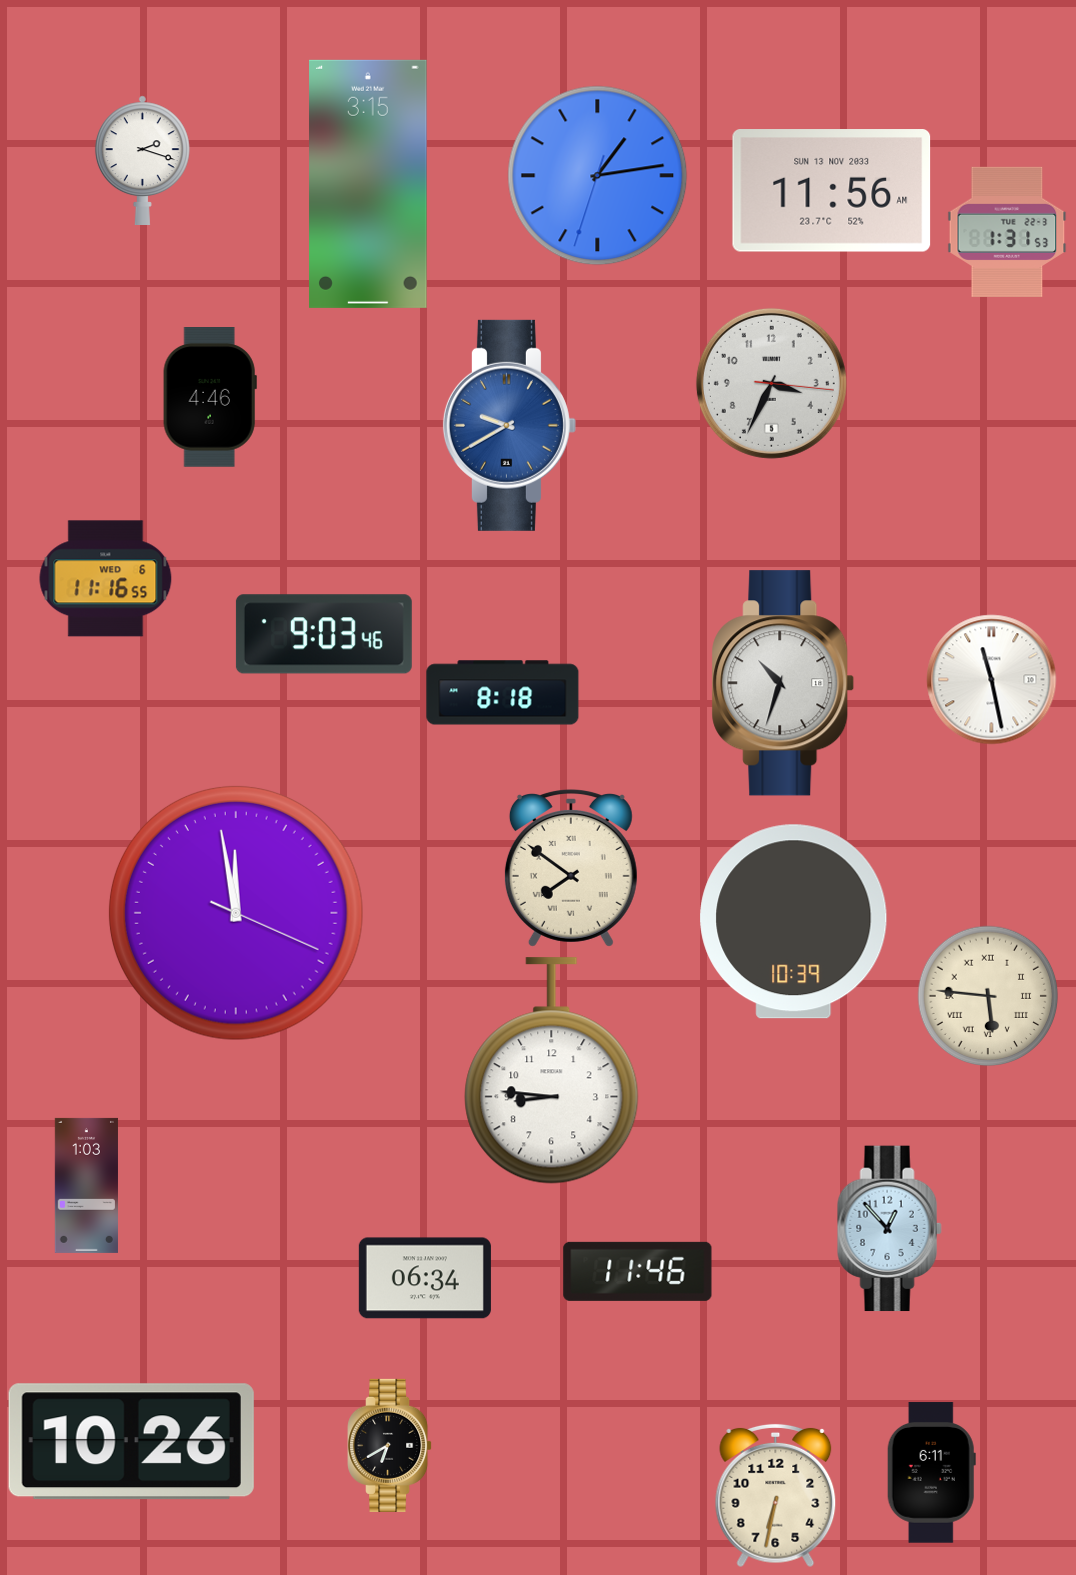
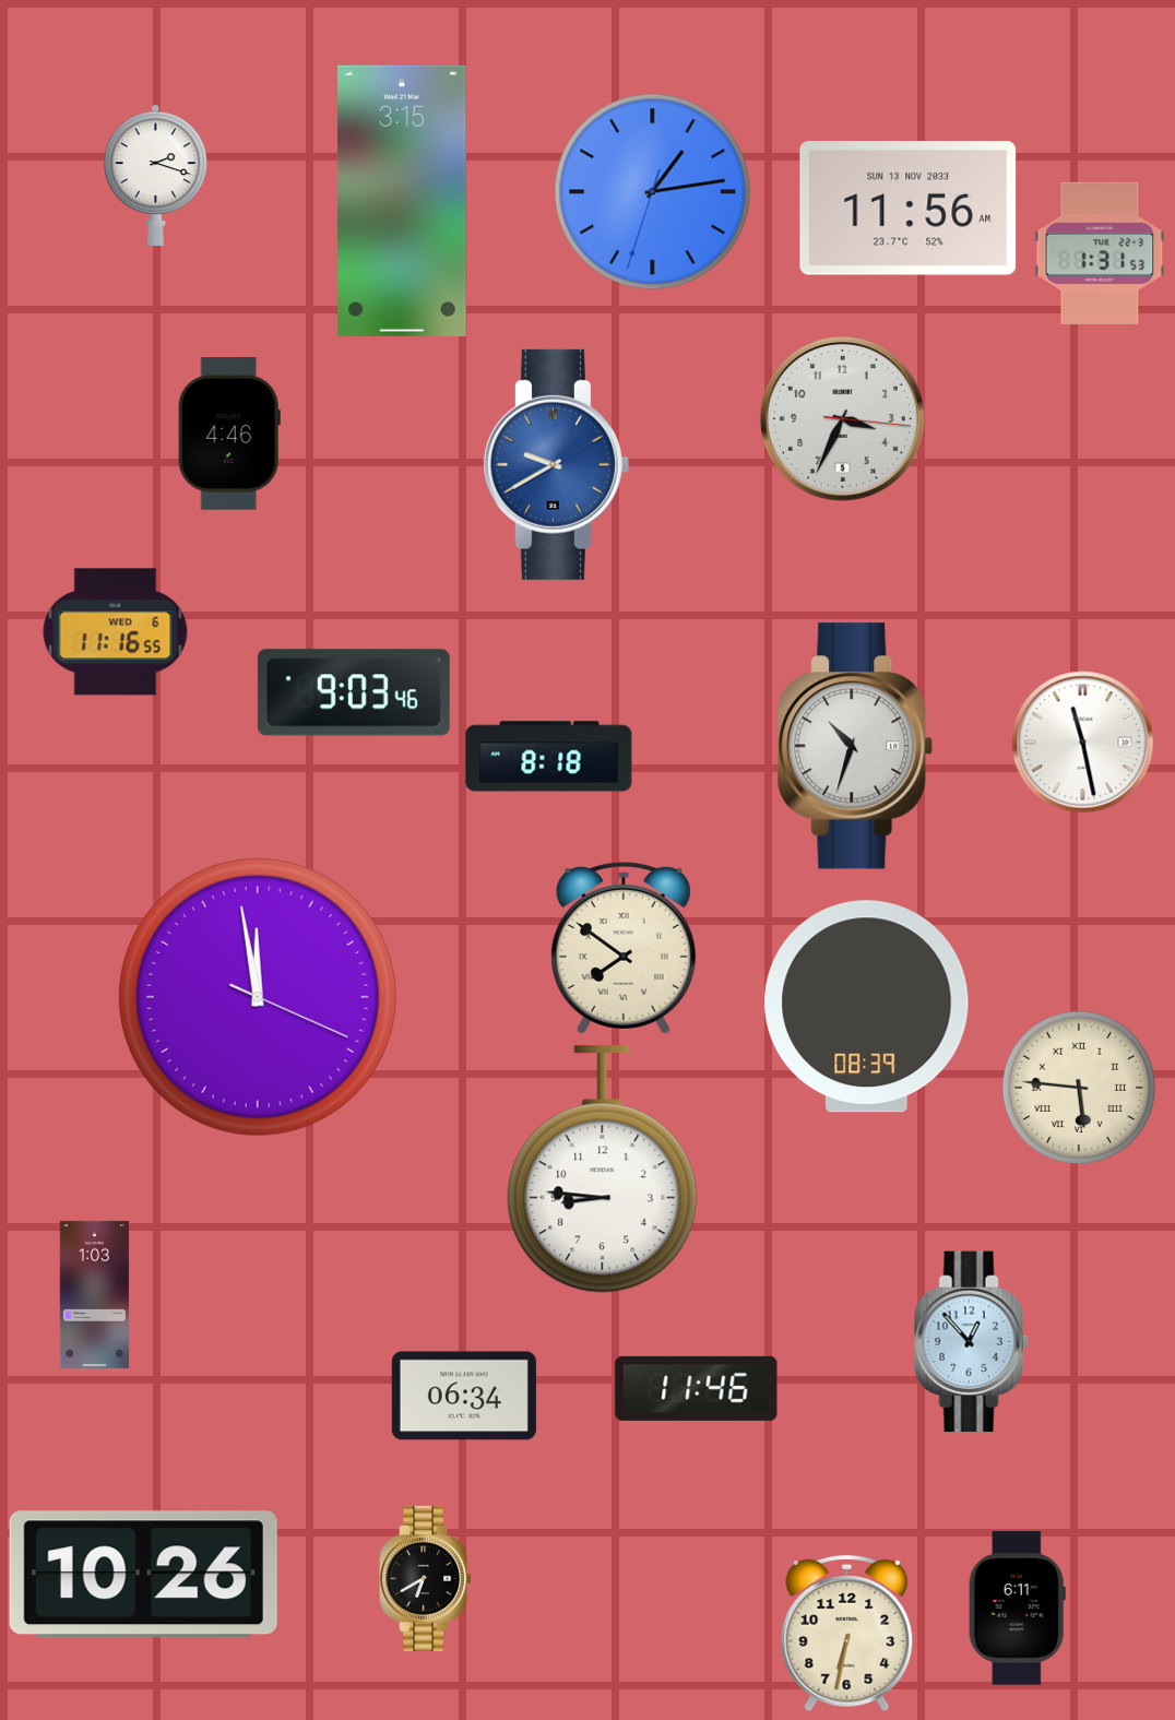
clock at (794, 922): 10:39 -> 08:39
